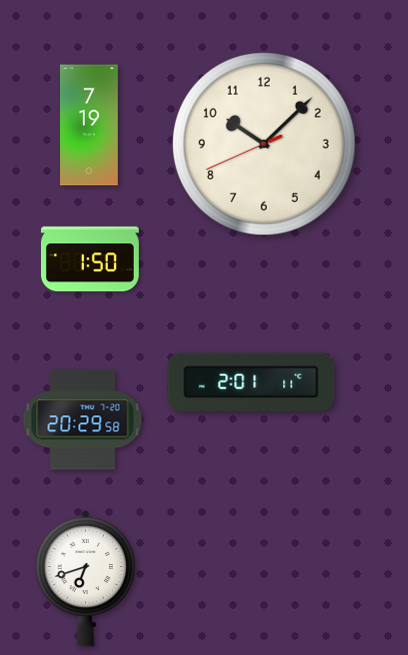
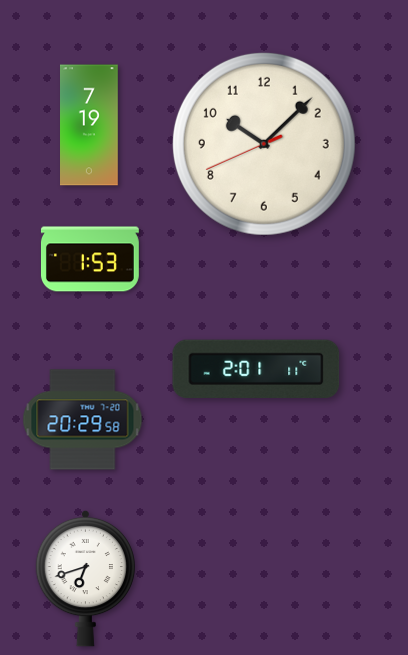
clock at (90, 259): 1:50 -> 1:53
clock at (251, 381) position: (251, 381) -> (256, 368)
